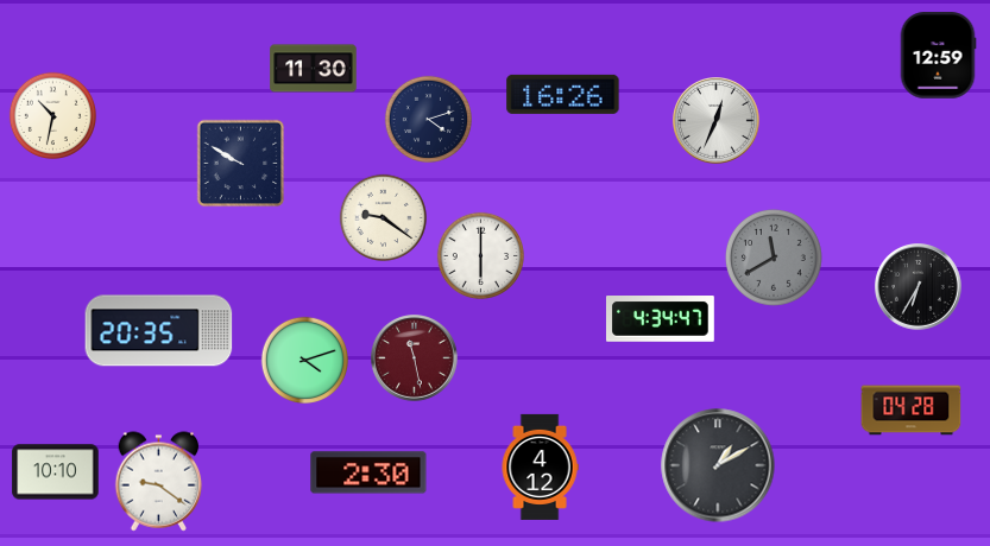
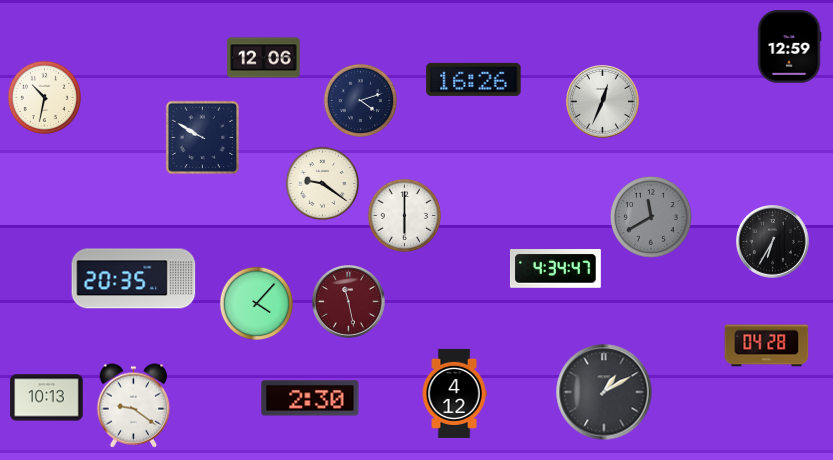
clock at (314, 69): 11:30 -> 12:06
clock at (304, 360): 4:12 -> 4:07
clock at (56, 472): 10:10 -> 10:13
